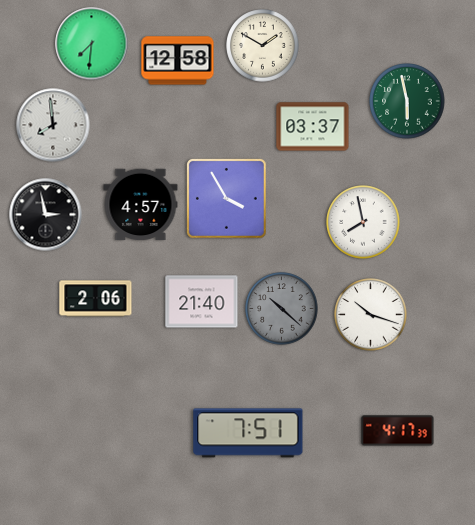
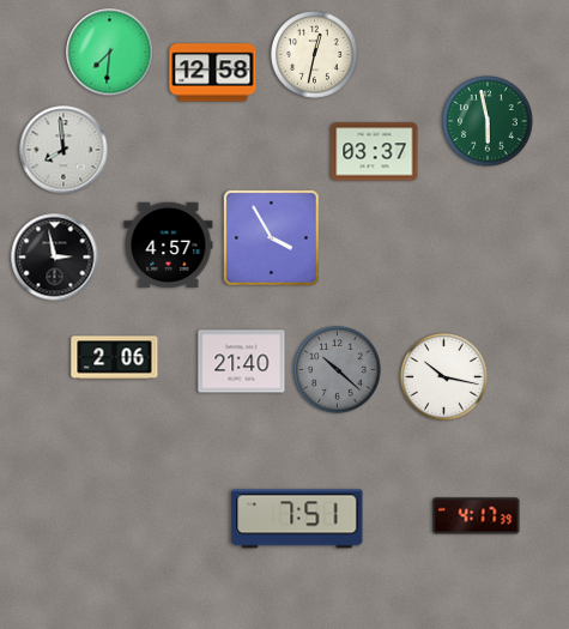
clock at (263, 46): 1:50 -> 12:32
clock at (363, 222): 7:58 -> none
clock at (371, 315): 10:18 -> 10:17
